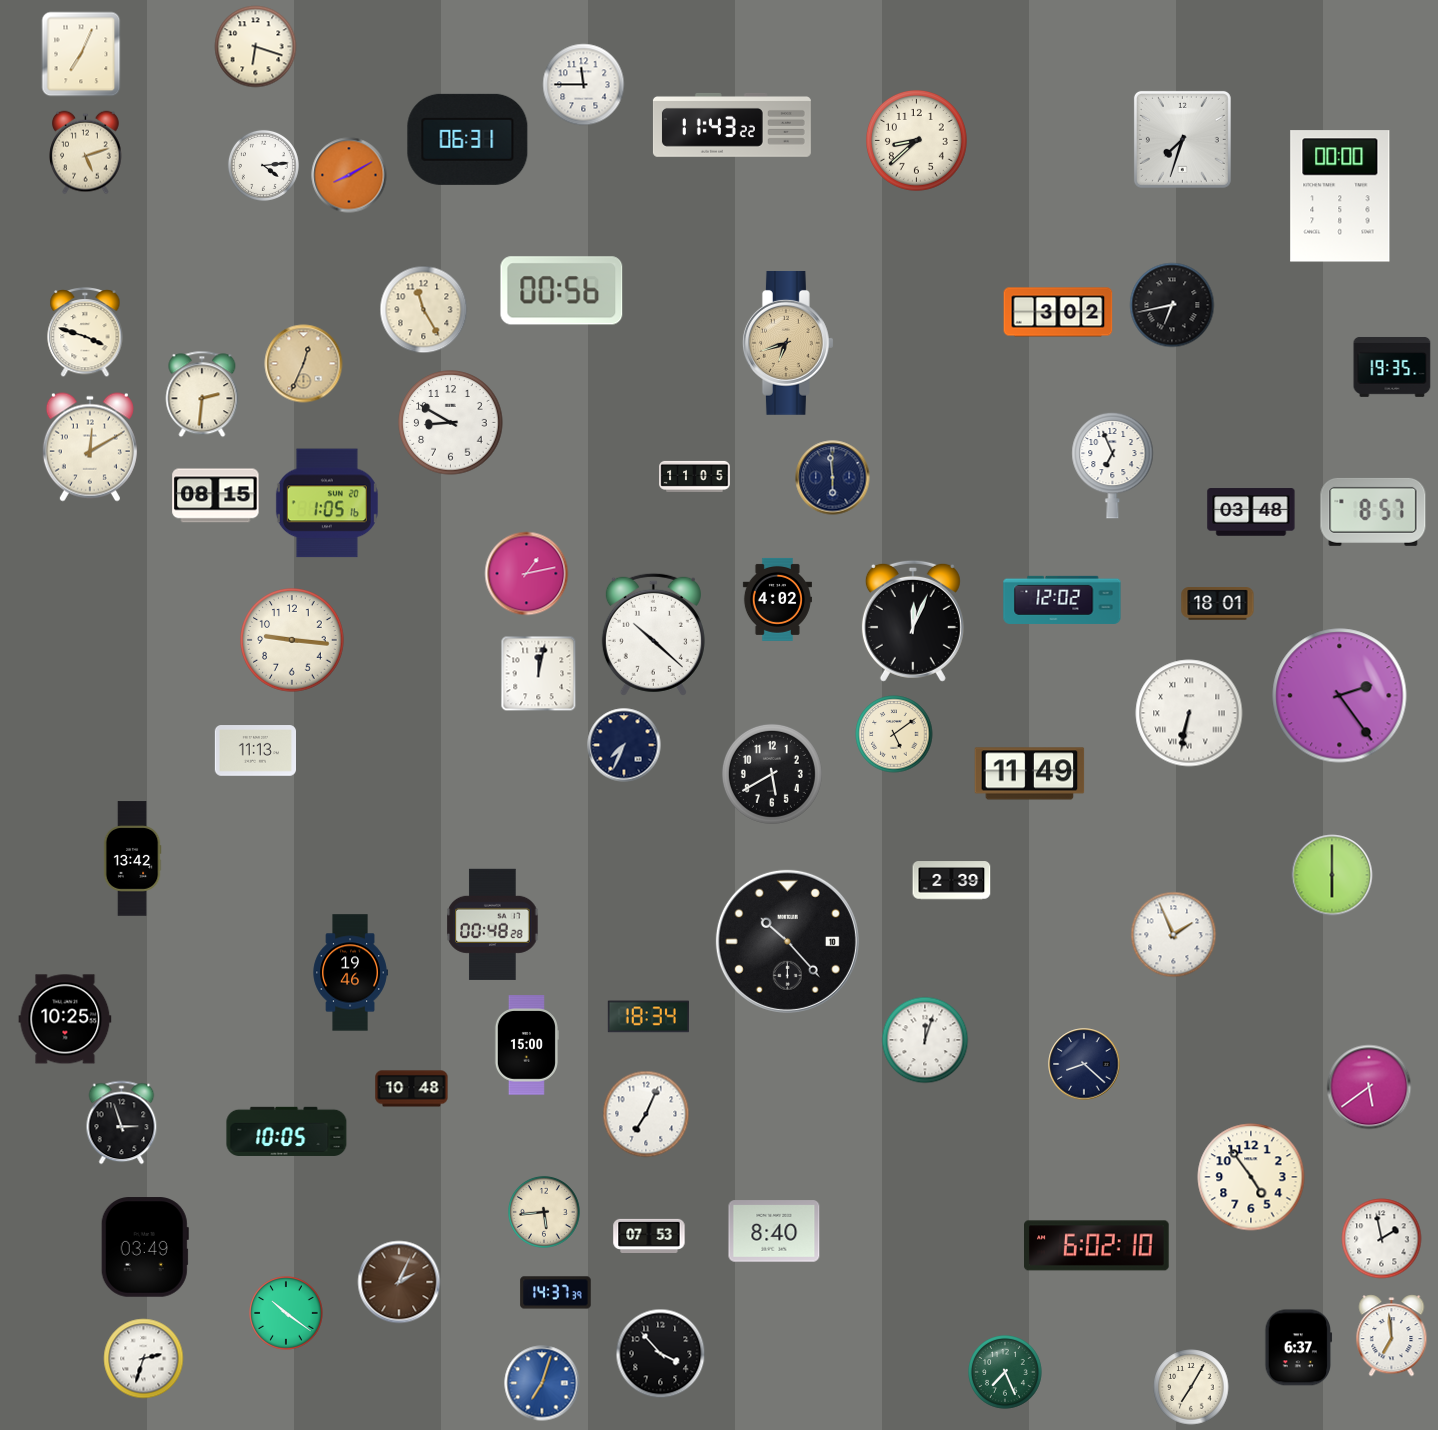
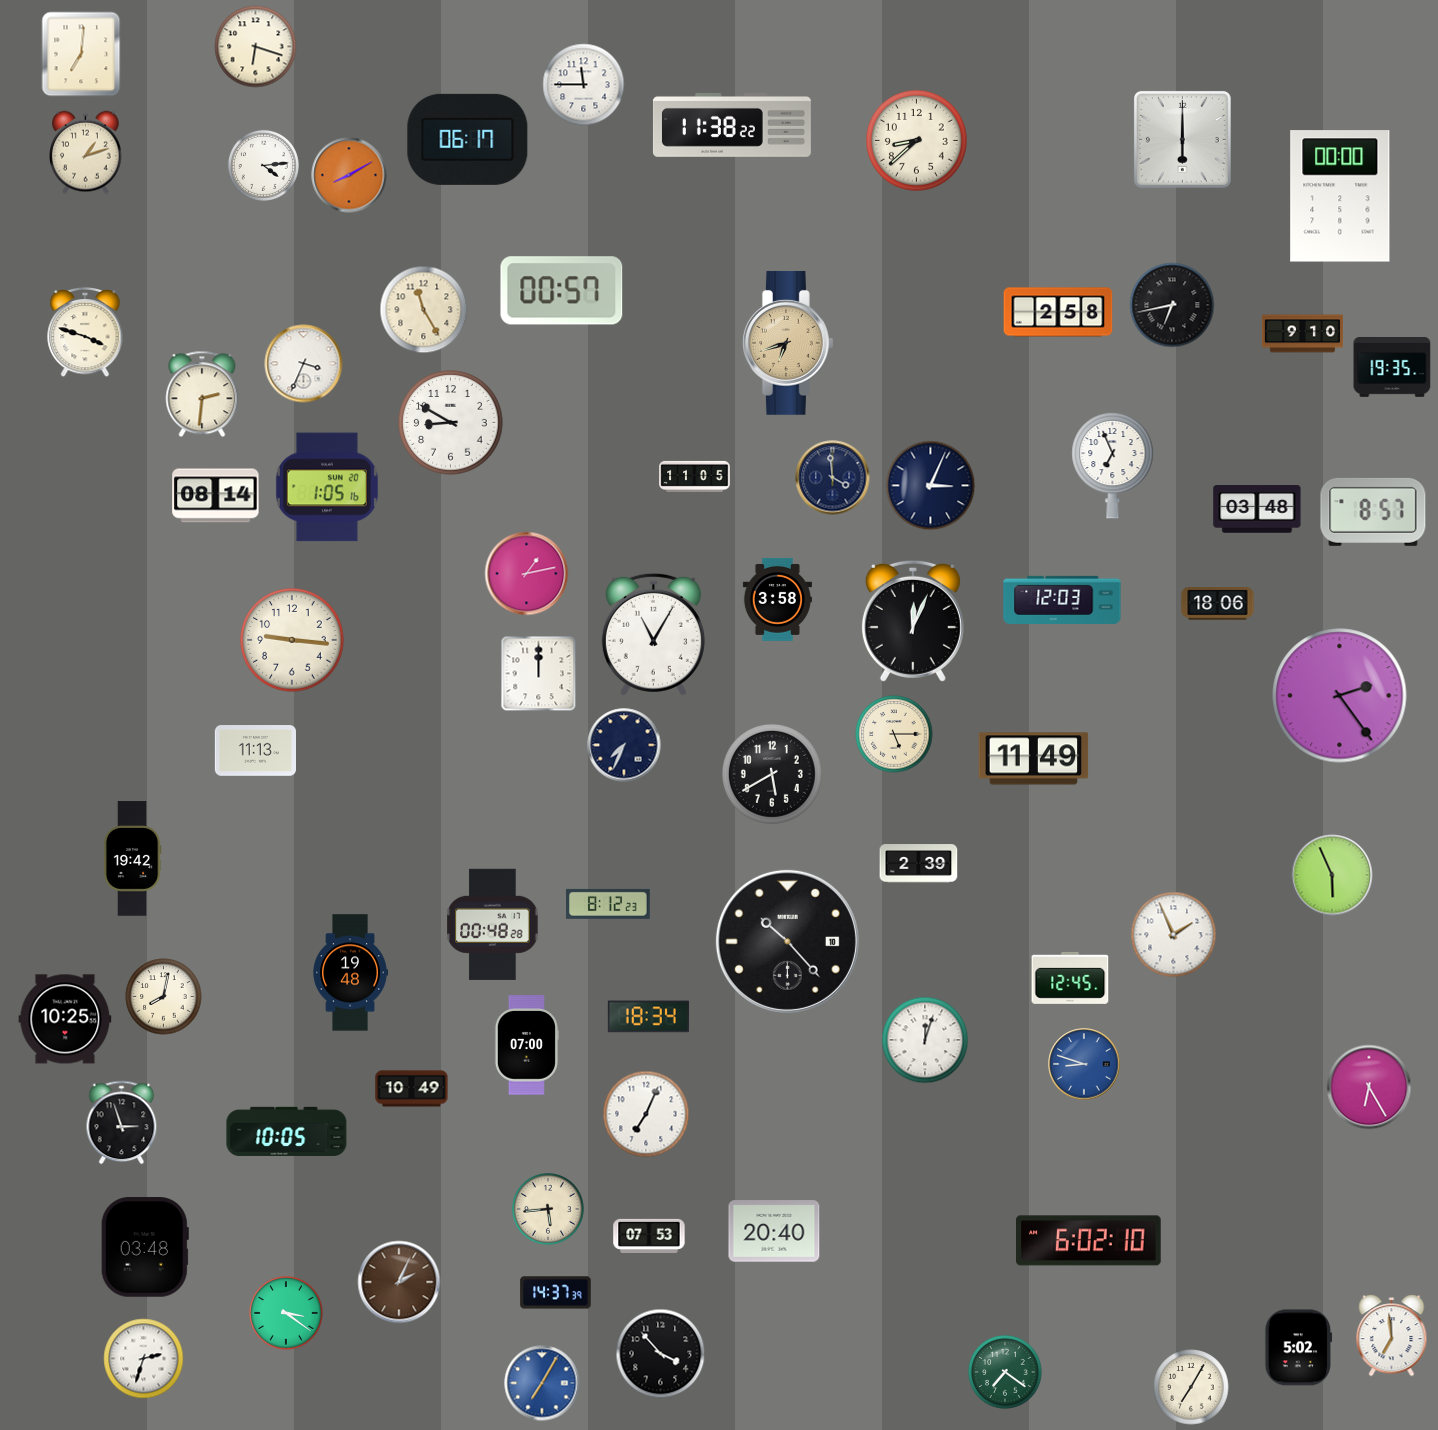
clock at (81, 54): 7:04 -> 7:01
clock at (732, 125): 11:43 -> 11:38
clock at (468, 139): 06:31 -> 06:17
clock at (1182, 139): 7:33 -> 6:00
clock at (86, 153): 5:12 -> 1:12
clock at (562, 291): 00:56 -> 00:57
clock at (1058, 312): 3:02 -> 2:58
clock at (1303, 334): none -> 9:10
clock at (304, 364): 12:34 -> 3:34
clock at (304, 364) dial: champagne -> white
clock at (90, 447): 12:10 -> none
clock at (833, 478): 5:59 -> 3:59
clock at (931, 486): none -> 3:04
clock at (216, 496): 08:15 -> 08:14
clock at (327, 503) position: (327, 503) -> (327, 487)
clock at (1251, 512) position: (1251, 512) -> (1257, 509)
clock at (777, 599): 4:02 -> 3:58
clock at (1062, 600): 12:02 -> 12:03
clock at (1218, 604): 18:01 -> 18:06
clock at (653, 634): 10:22 -> 11:05
clock at (539, 674): 12:02 -> 12:00
clock at (1189, 713): 6:32 -> none
clock at (894, 734): 5:09 -> 5:15
clock at (1030, 774) position: (1030, 774) -> (1034, 759)
clock at (132, 859): 13:42 -> 19:42
clock at (1332, 875): 6:00 -> 5:56
clock at (952, 881) position: (952, 881) -> (919, 864)
clock at (609, 904): none -> 8:12
clock at (350, 973): 19:46 -> 19:48
clock at (1070, 978): none -> 12:45
clock at (164, 997): none -> 8:02
clock at (526, 1045): 15:00 -> 07:00
clock at (1084, 1064): 8:22 -> 8:48
clock at (1084, 1064) dial: navy -> blue
clock at (1369, 1087): 5:39 -> 6:25
clock at (412, 1089): 10:48 -> 10:49
clock at (1251, 1177): 4:54 -> none
clock at (544, 1212) position: (544, 1212) -> (548, 1209)
clock at (774, 1231): 8:40 -> 20:40
clock at (1382, 1239): 1:58 -> none
clock at (1097, 1246) position: (1097, 1246) -> (1089, 1241)
clock at (145, 1247): 03:49 -> 03:48
clock at (286, 1313): 10:21 -> 3:21
clock at (1299, 1348): 6:37 -> 5:02
clock at (1005, 1372): 7:26 -> 7:21
clock at (542, 1383): 7:03 -> 7:05
